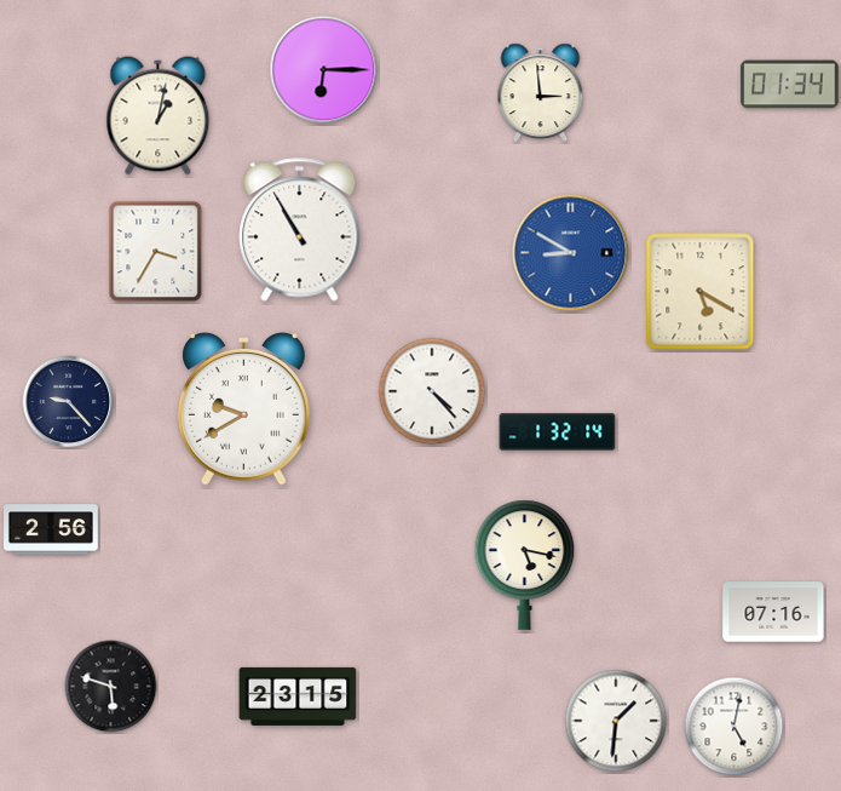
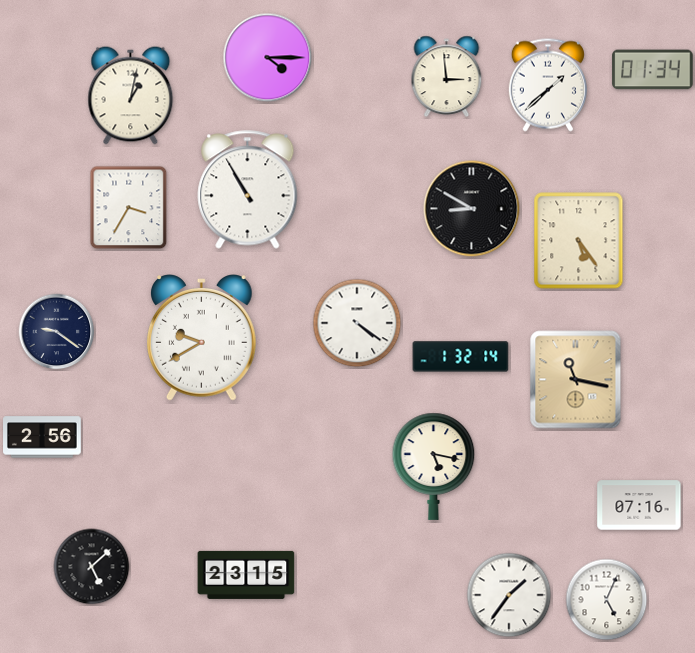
clock at (324, 70): 6:15 -> 4:15
clock at (548, 85): none -> 1:38
clock at (571, 253) dial: blue -> black
clock at (701, 292): 5:20 -> 5:24
clock at (432, 391): 4:23 -> 4:21
clock at (69, 402): 9:23 -> 9:21
clock at (576, 380): none -> 11:17
clock at (111, 687): 5:48 -> 5:08
clock at (616, 721): 1:31 -> 1:36
clock at (735, 727): 5:02 -> 5:04
